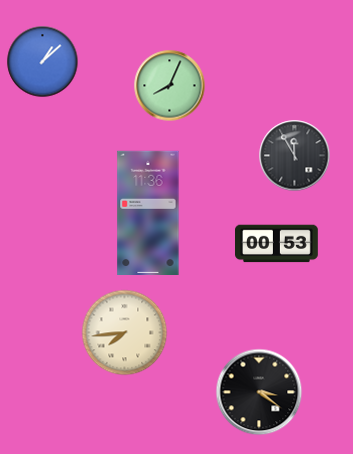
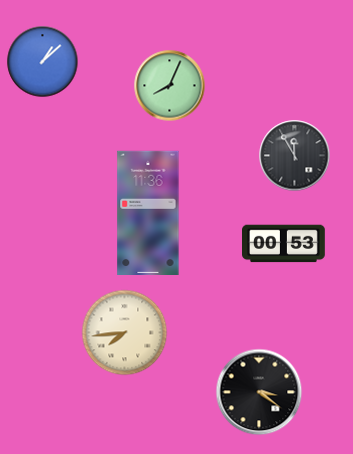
clock at (277, 244) position: (277, 244) -> (284, 244)
